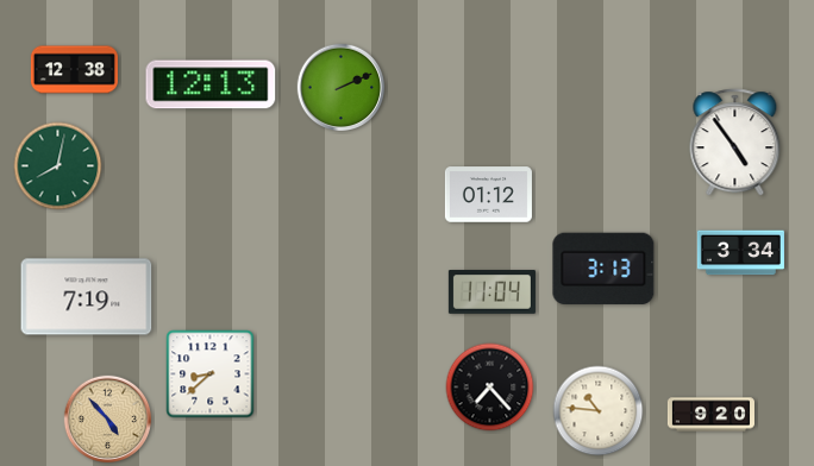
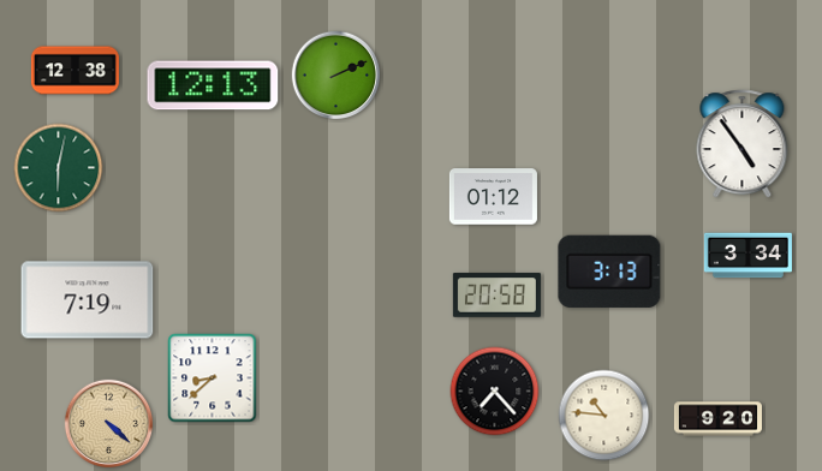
clock at (342, 88) position: (342, 88) -> (336, 76)
clock at (58, 166): 8:02 -> 6:02
clock at (491, 292): 11:04 -> 20:58
clock at (108, 420): 4:53 -> 4:22
